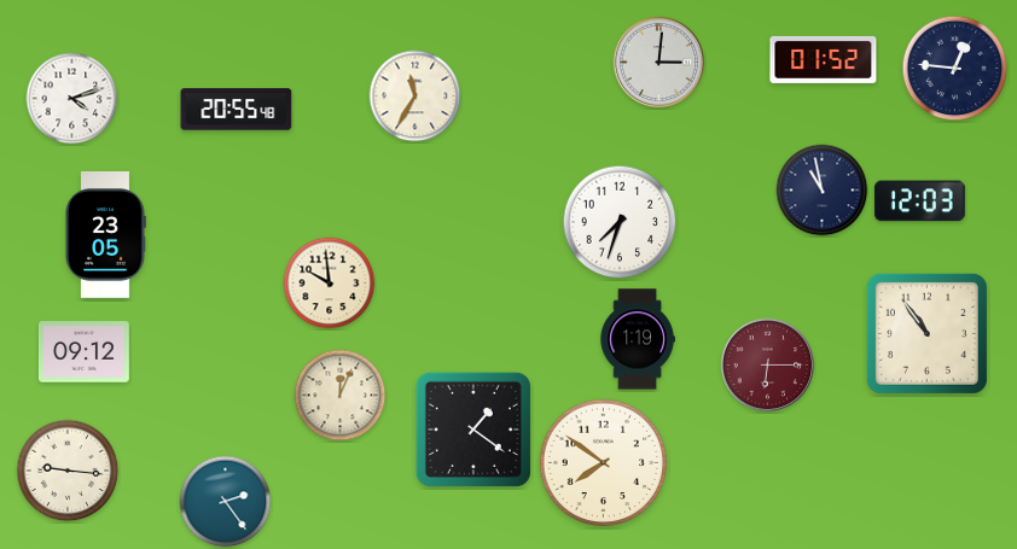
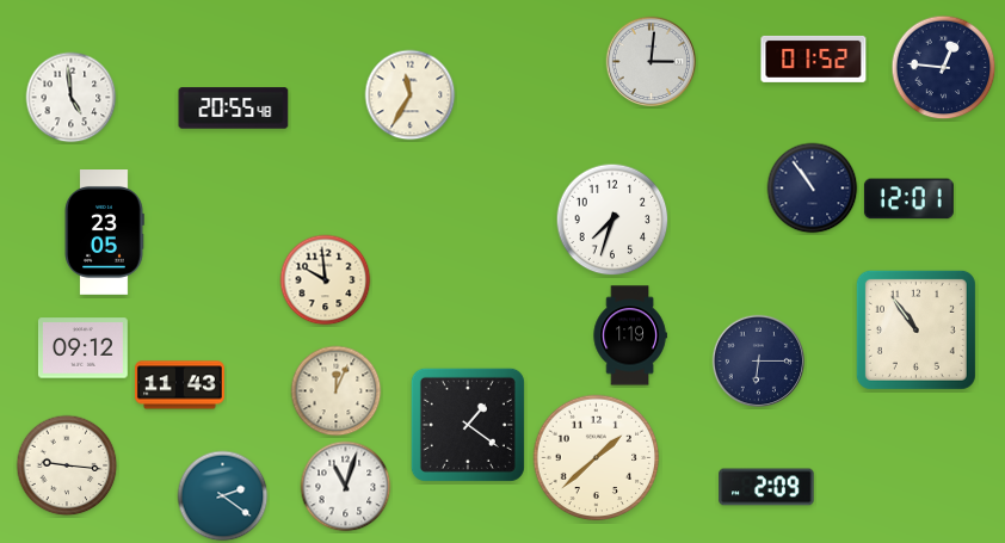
clock at (72, 99): 4:12 -> 4:59
clock at (823, 191): 10:58 -> 10:54
clock at (919, 202): 12:03 -> 12:01
clock at (768, 366) dial: burgundy -> navy
clock at (179, 385): none -> 11:43
clock at (604, 463): 7:51 -> 1:38
clock at (346, 487): none -> 11:03
clock at (766, 487): none -> 2:09
clock at (226, 502): 2:24 -> 2:21
